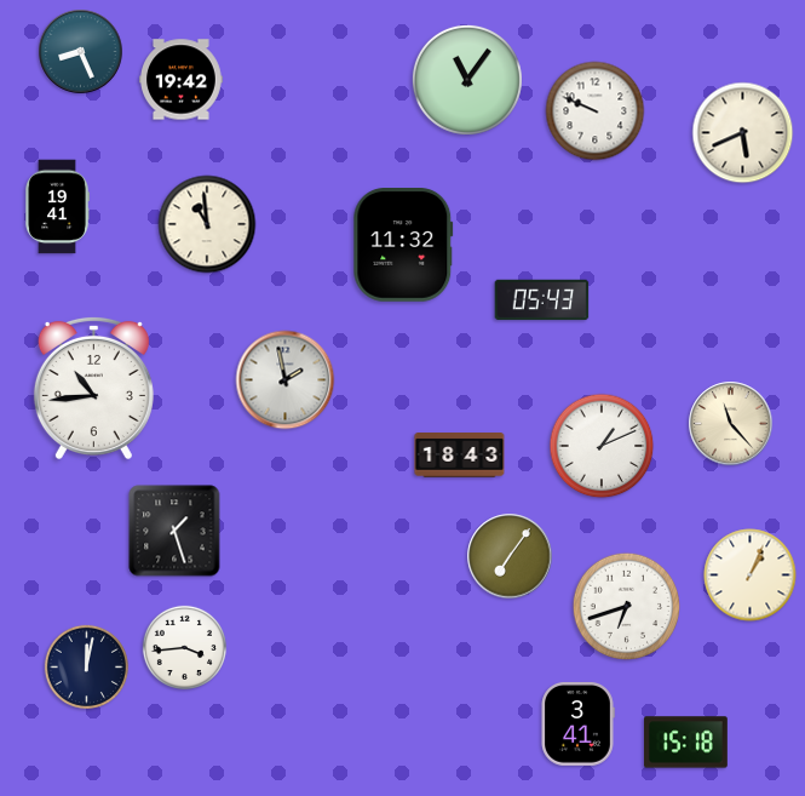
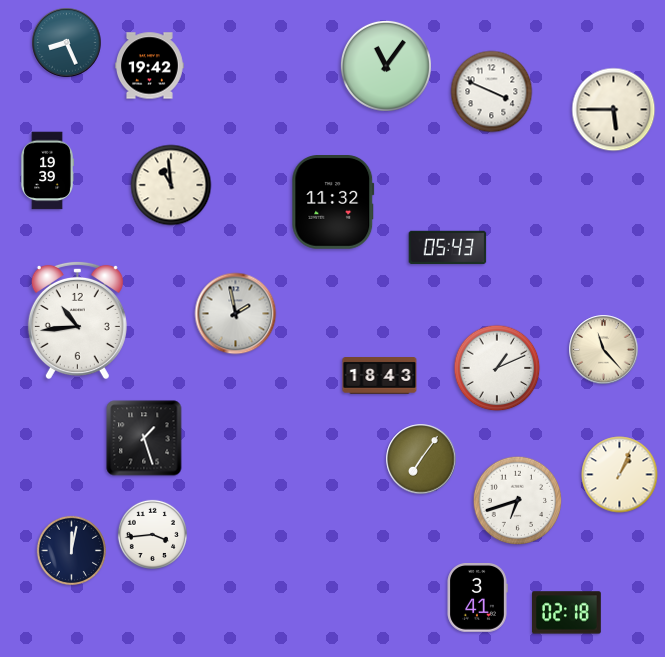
clock at (596, 111): 9:49 -> 3:49
clock at (743, 133): 5:41 -> 5:45
clock at (57, 207): 19:41 -> 19:39
clock at (686, 743): 15:18 -> 02:18
